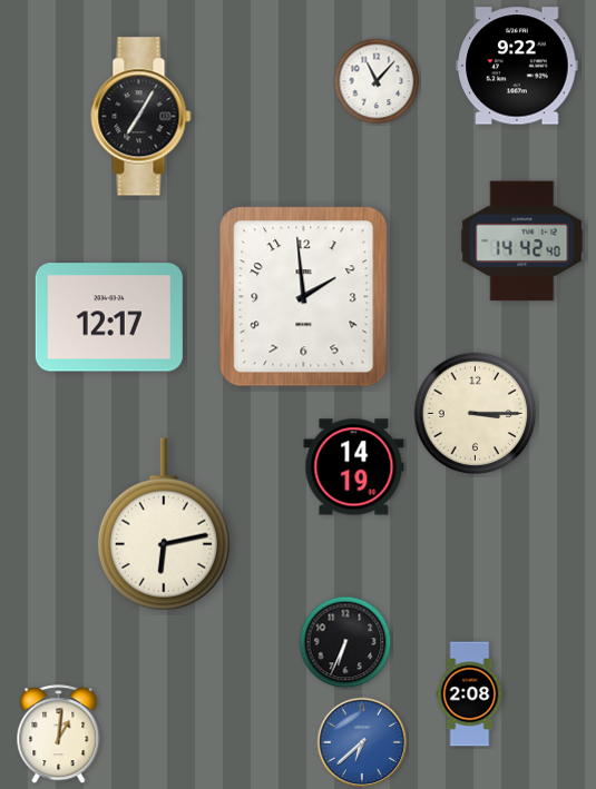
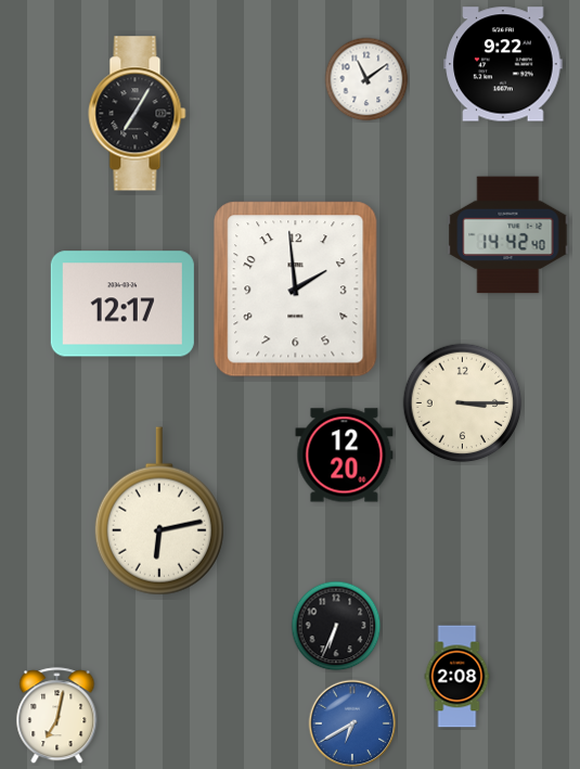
clock at (377, 81): 11:07 -> 11:09
clock at (109, 317) position: (109, 317) -> (123, 304)
clock at (354, 467): 14:19 -> 12:20
clock at (59, 734): 1:01 -> 7:02
clock at (362, 742): 6:38 -> 6:40
